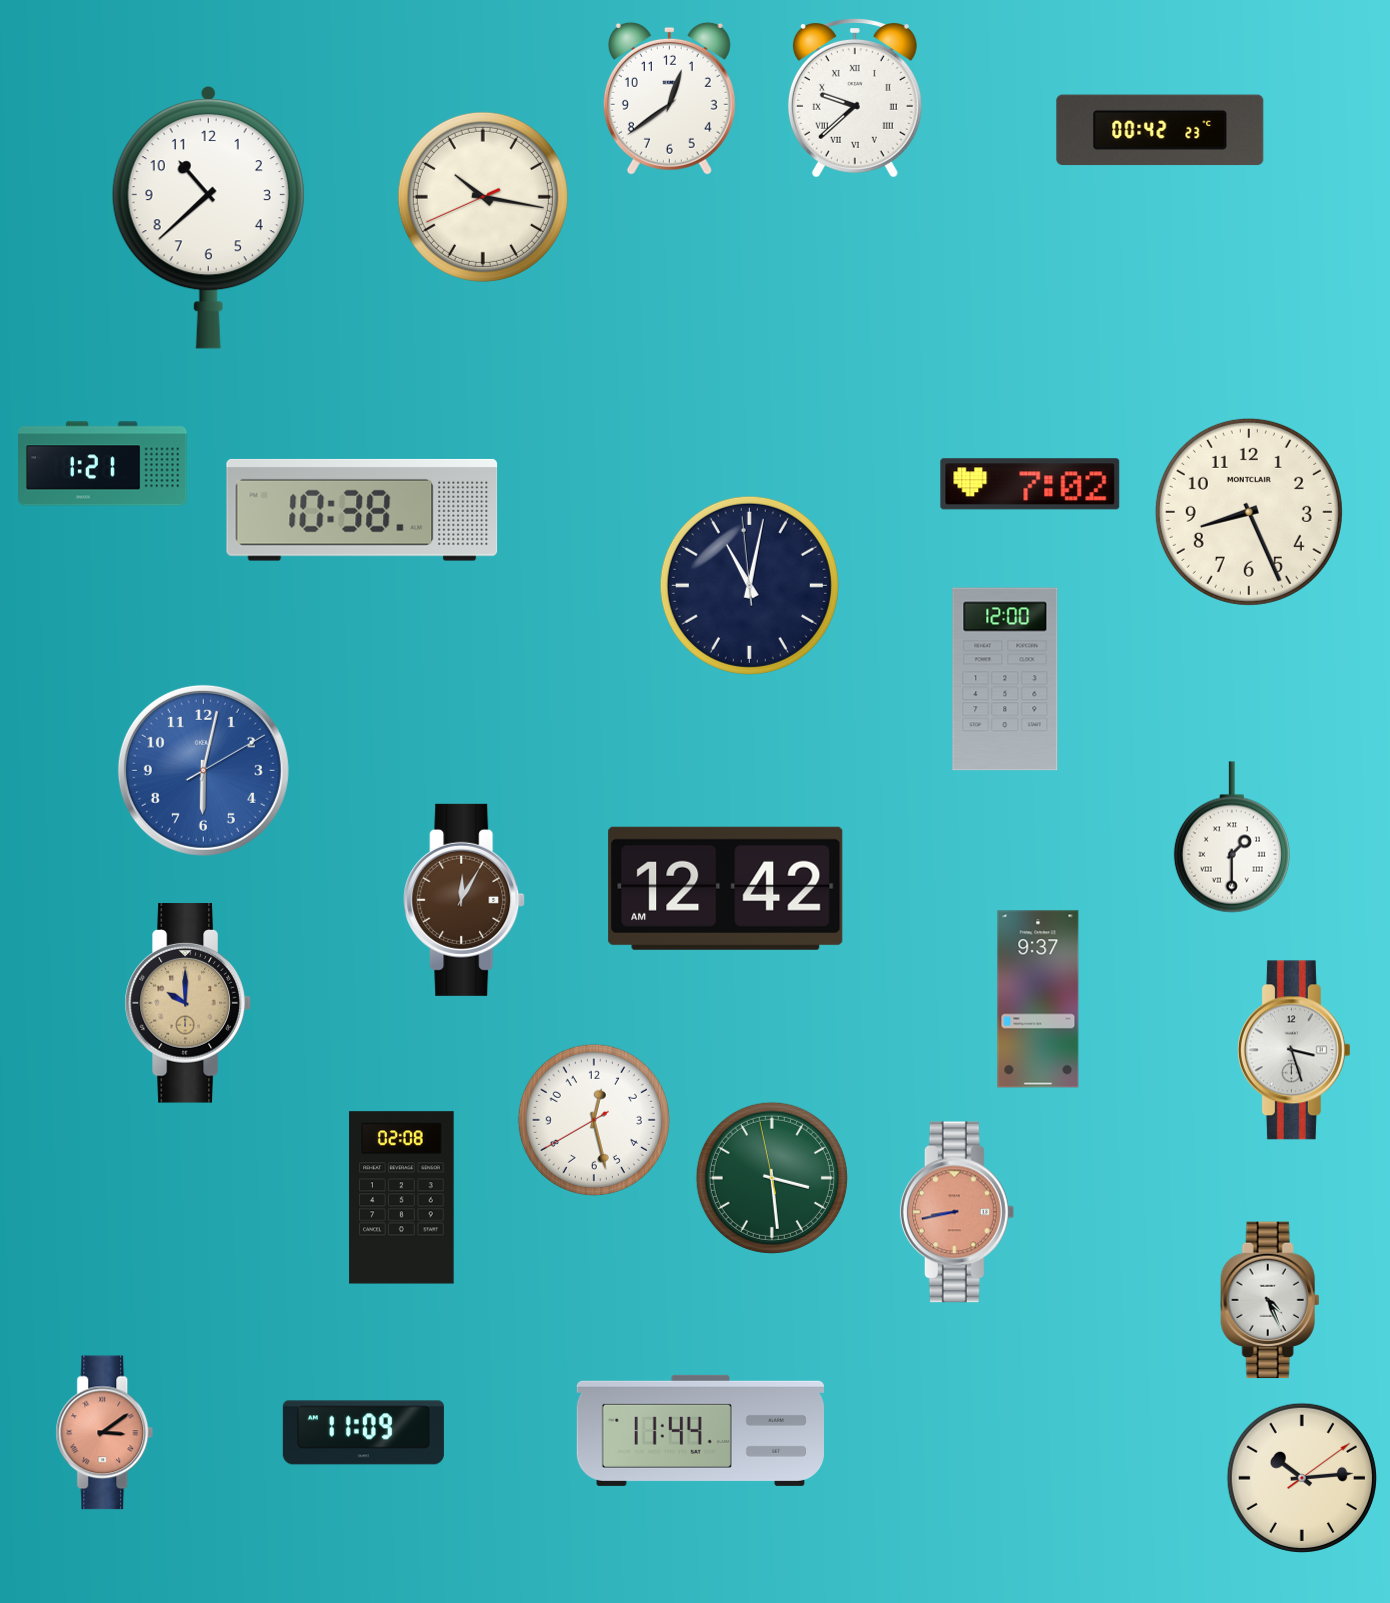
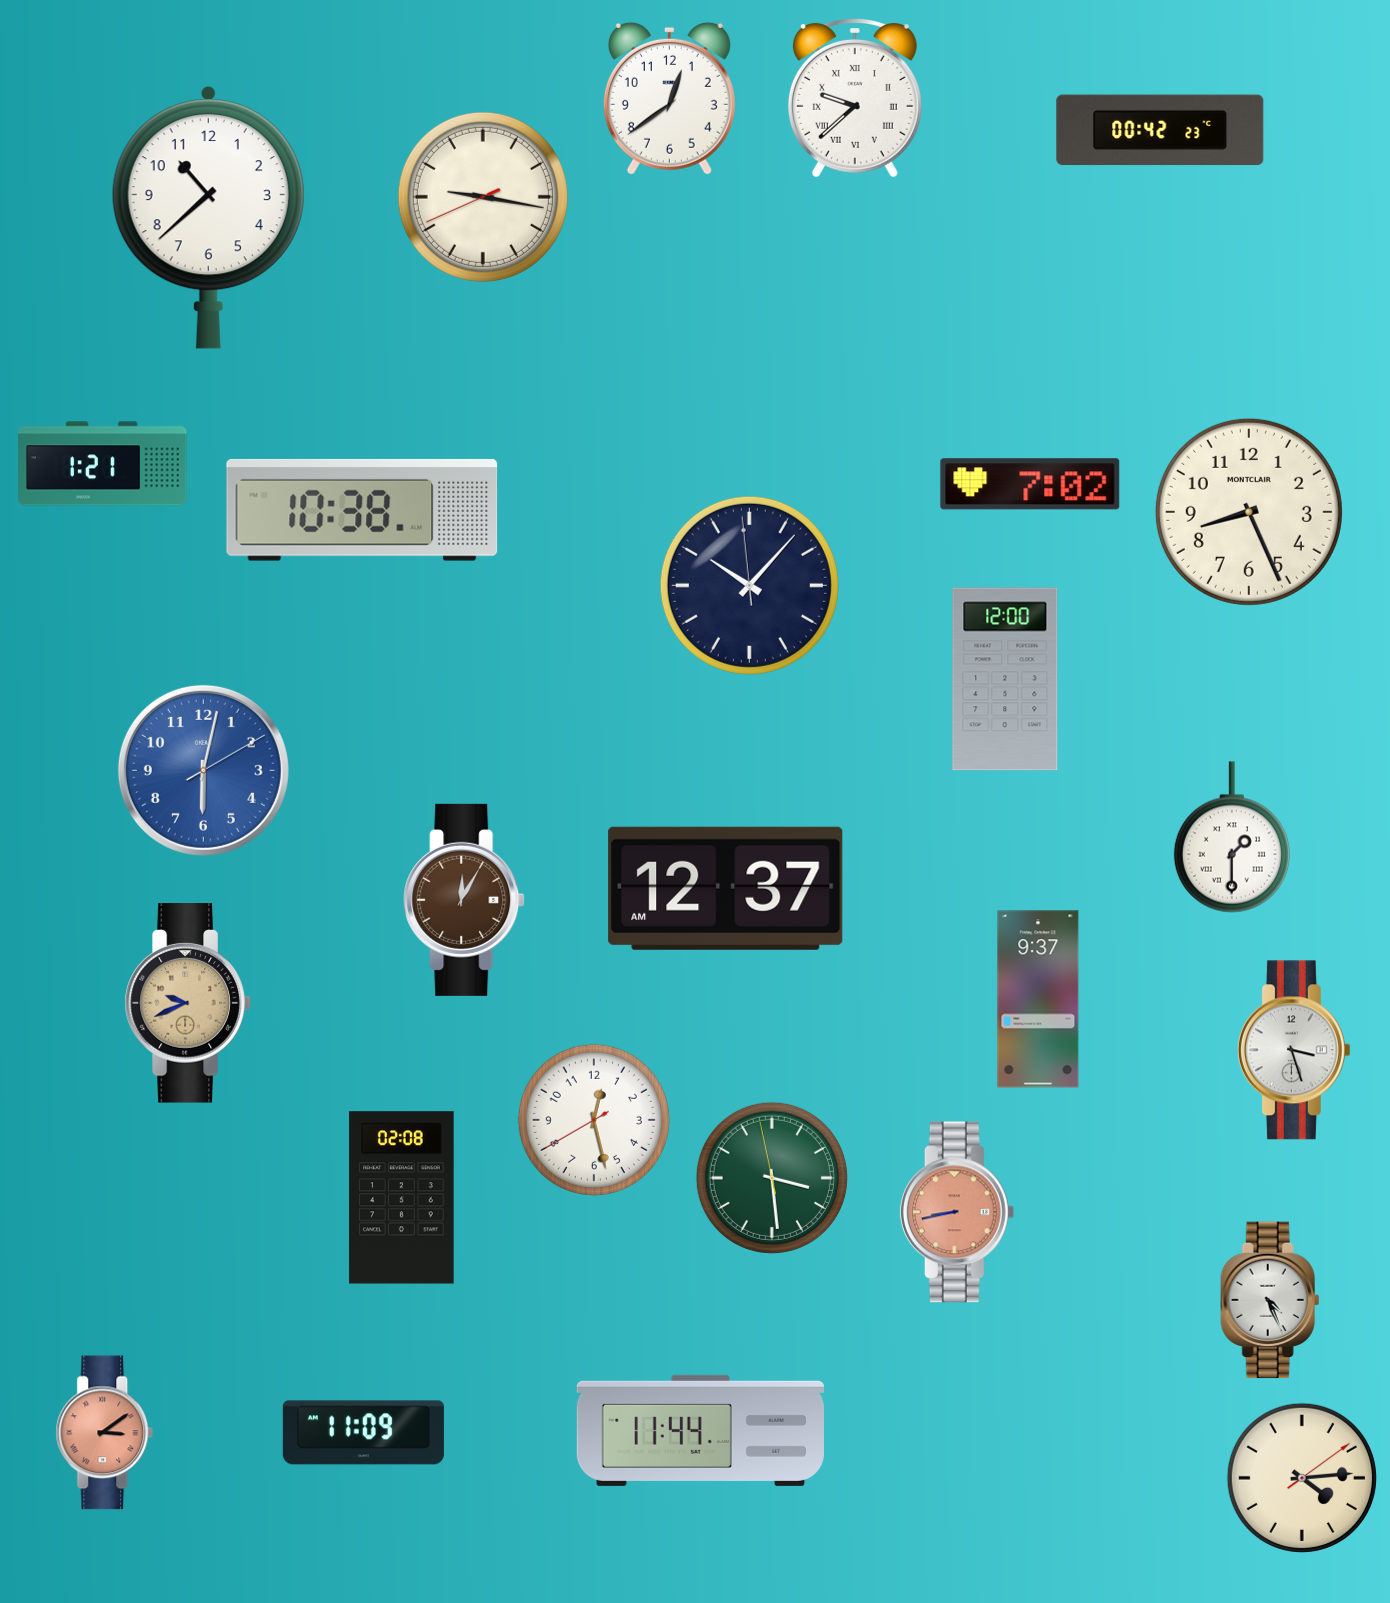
clock at (483, 197): 10:16 -> 9:16
clock at (749, 585): 11:01 -> 10:06
clock at (726, 888): 12:42 -> 12:37
clock at (188, 1003): 10:00 -> 9:41
clock at (1302, 1478): 10:14 -> 4:14
